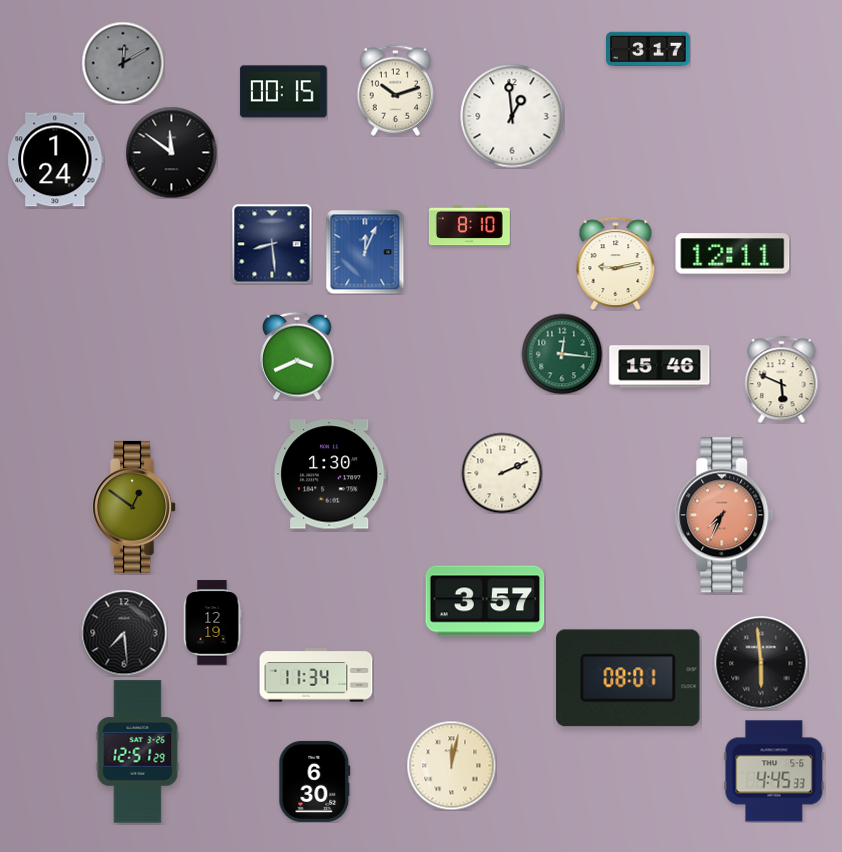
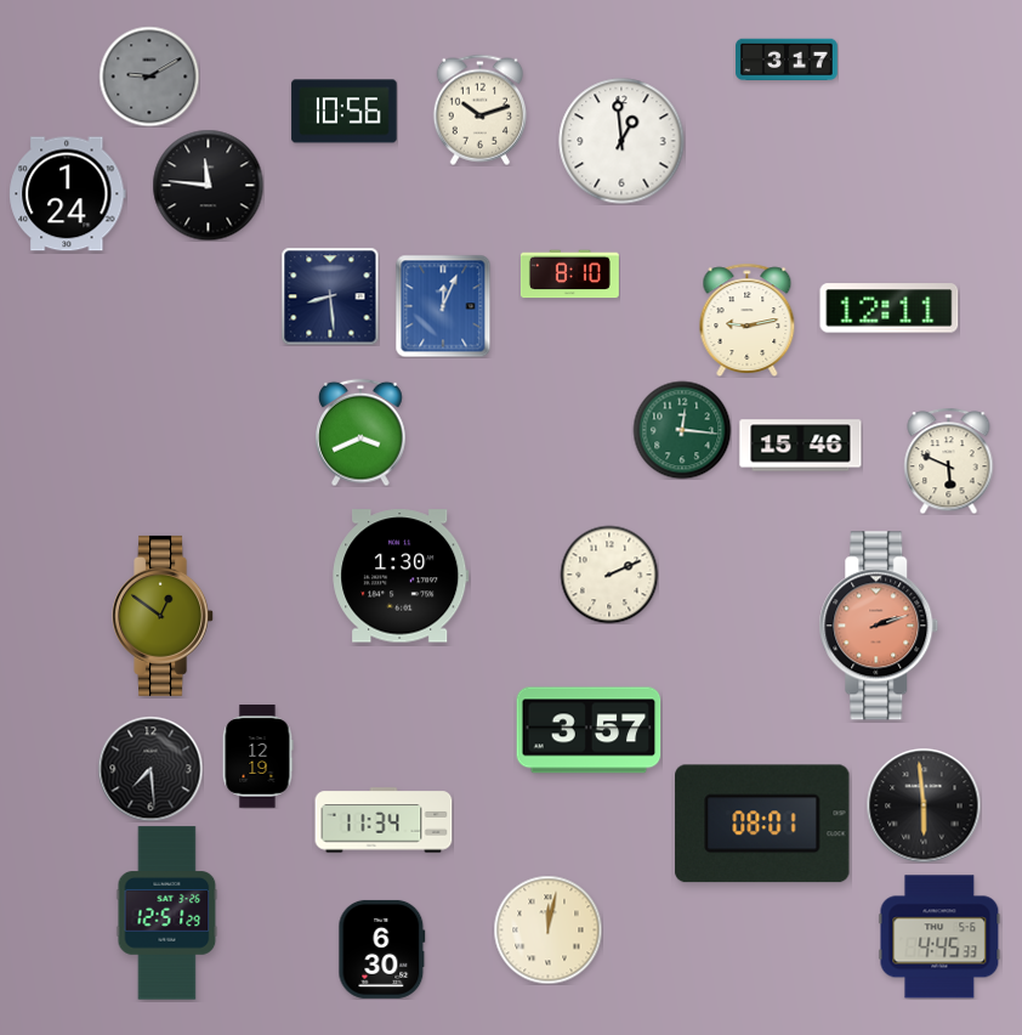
clock at (123, 63): 12:10 -> 9:10
clock at (284, 92): 00:15 -> 10:56
clock at (171, 152): 11:51 -> 11:46
clock at (724, 515): 7:34 -> 2:12
